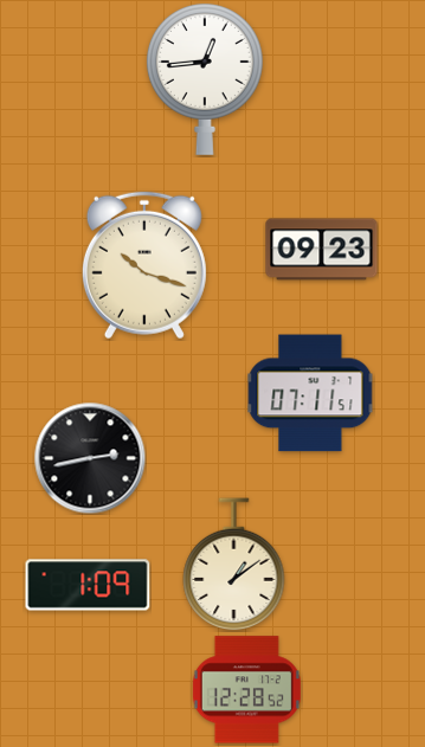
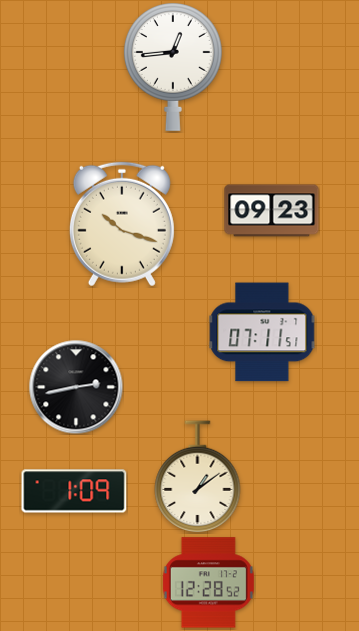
clock at (88, 585) position: (88, 585) -> (74, 491)
